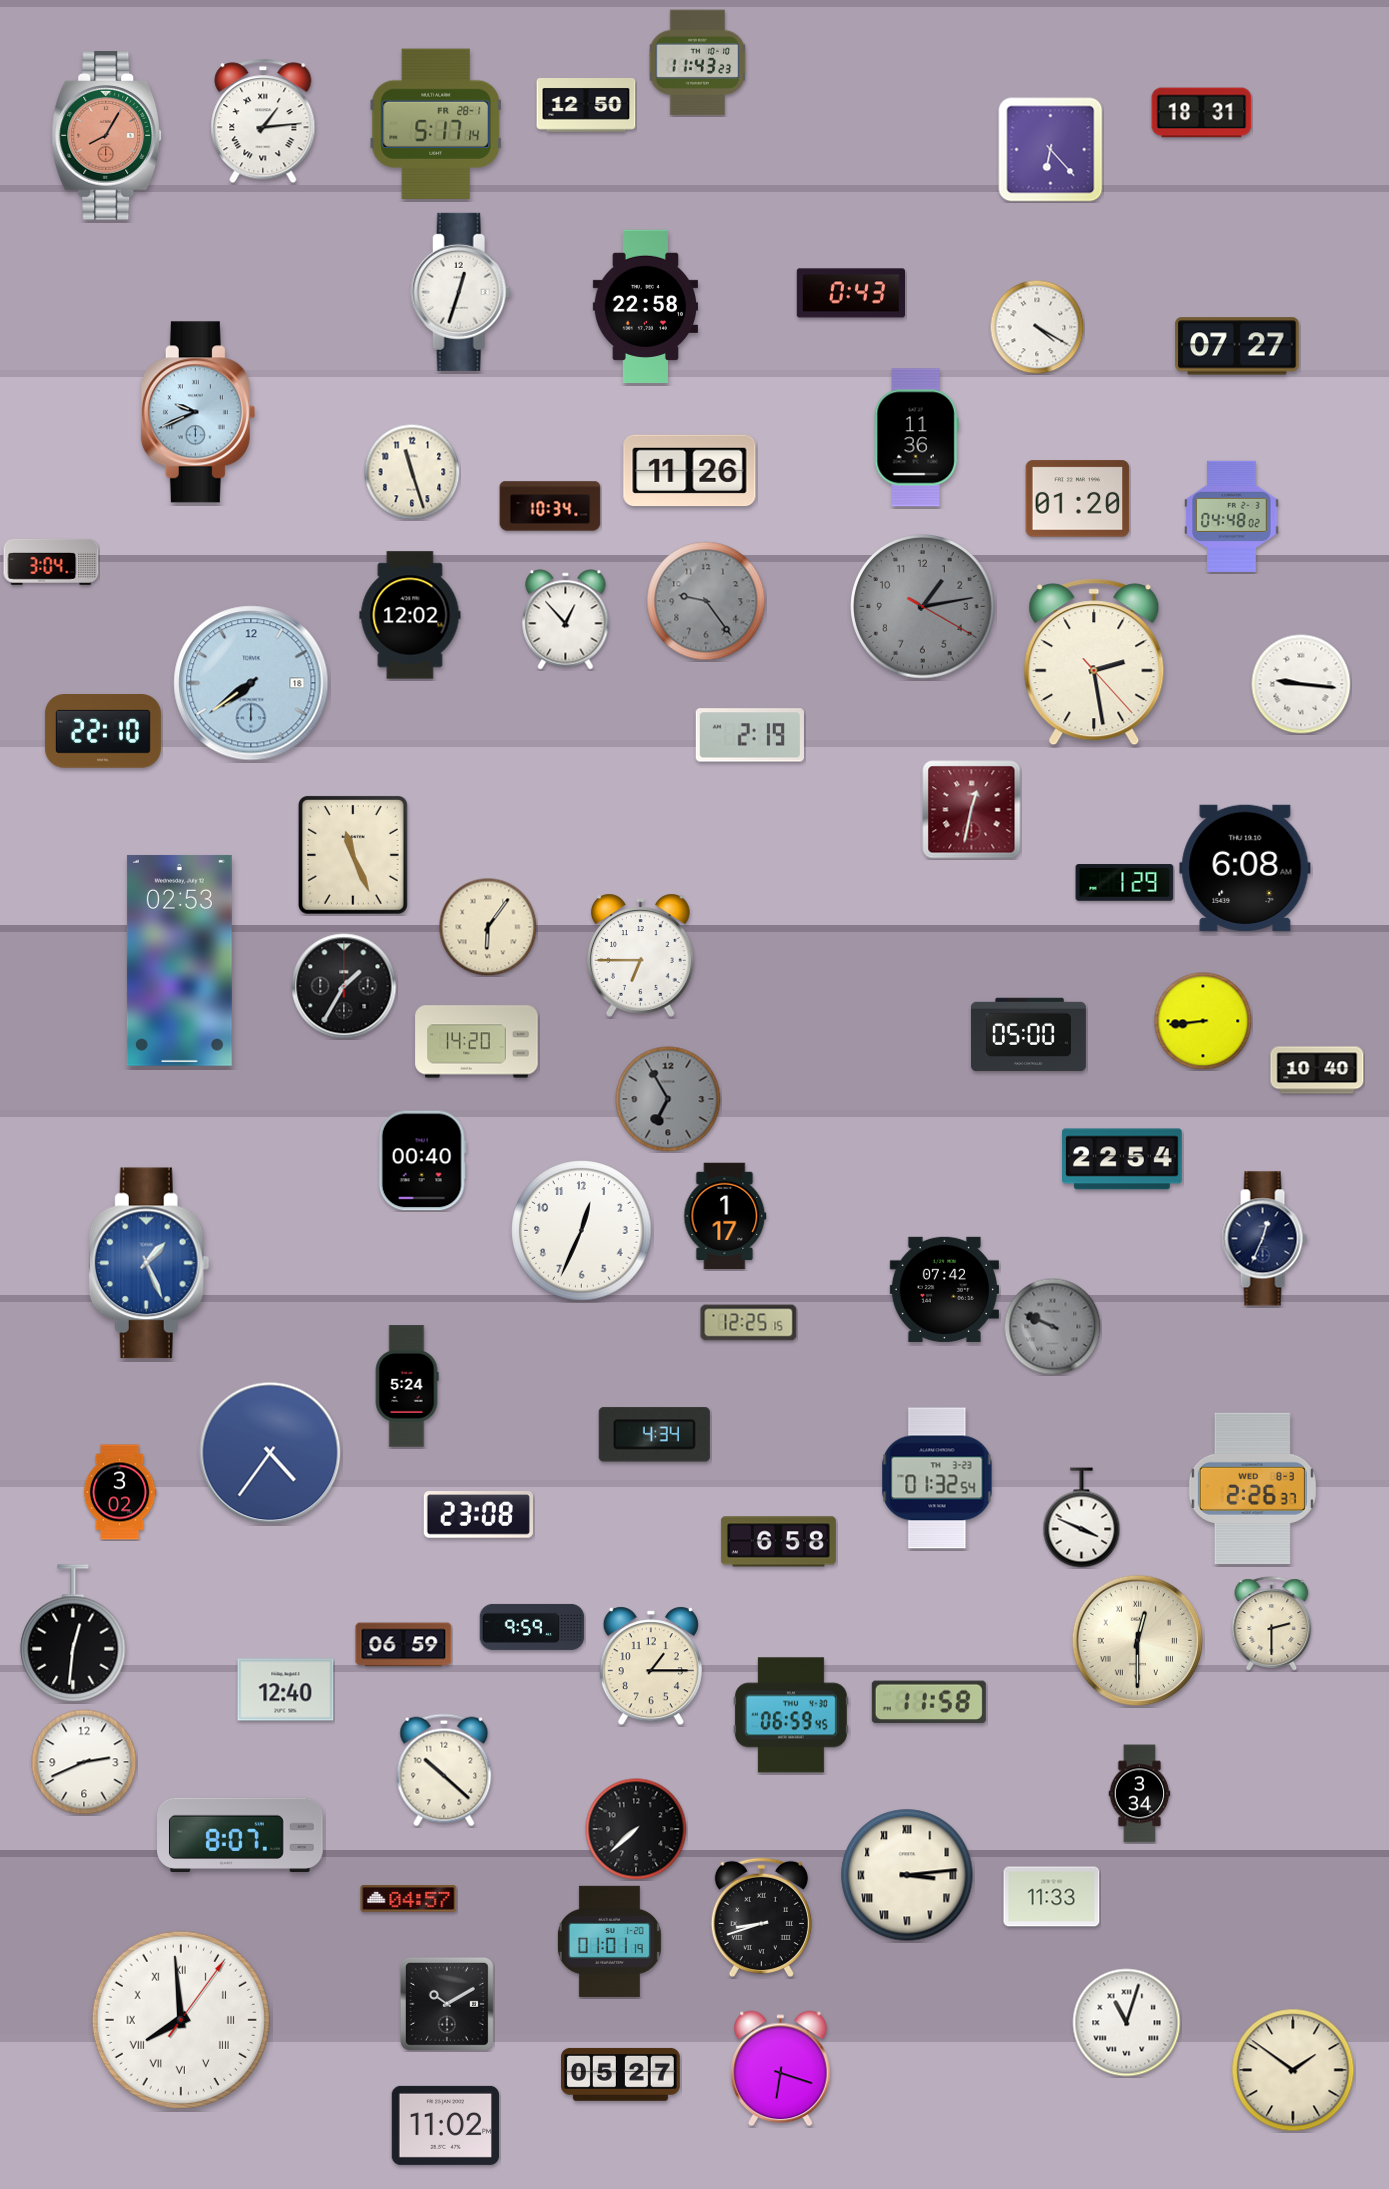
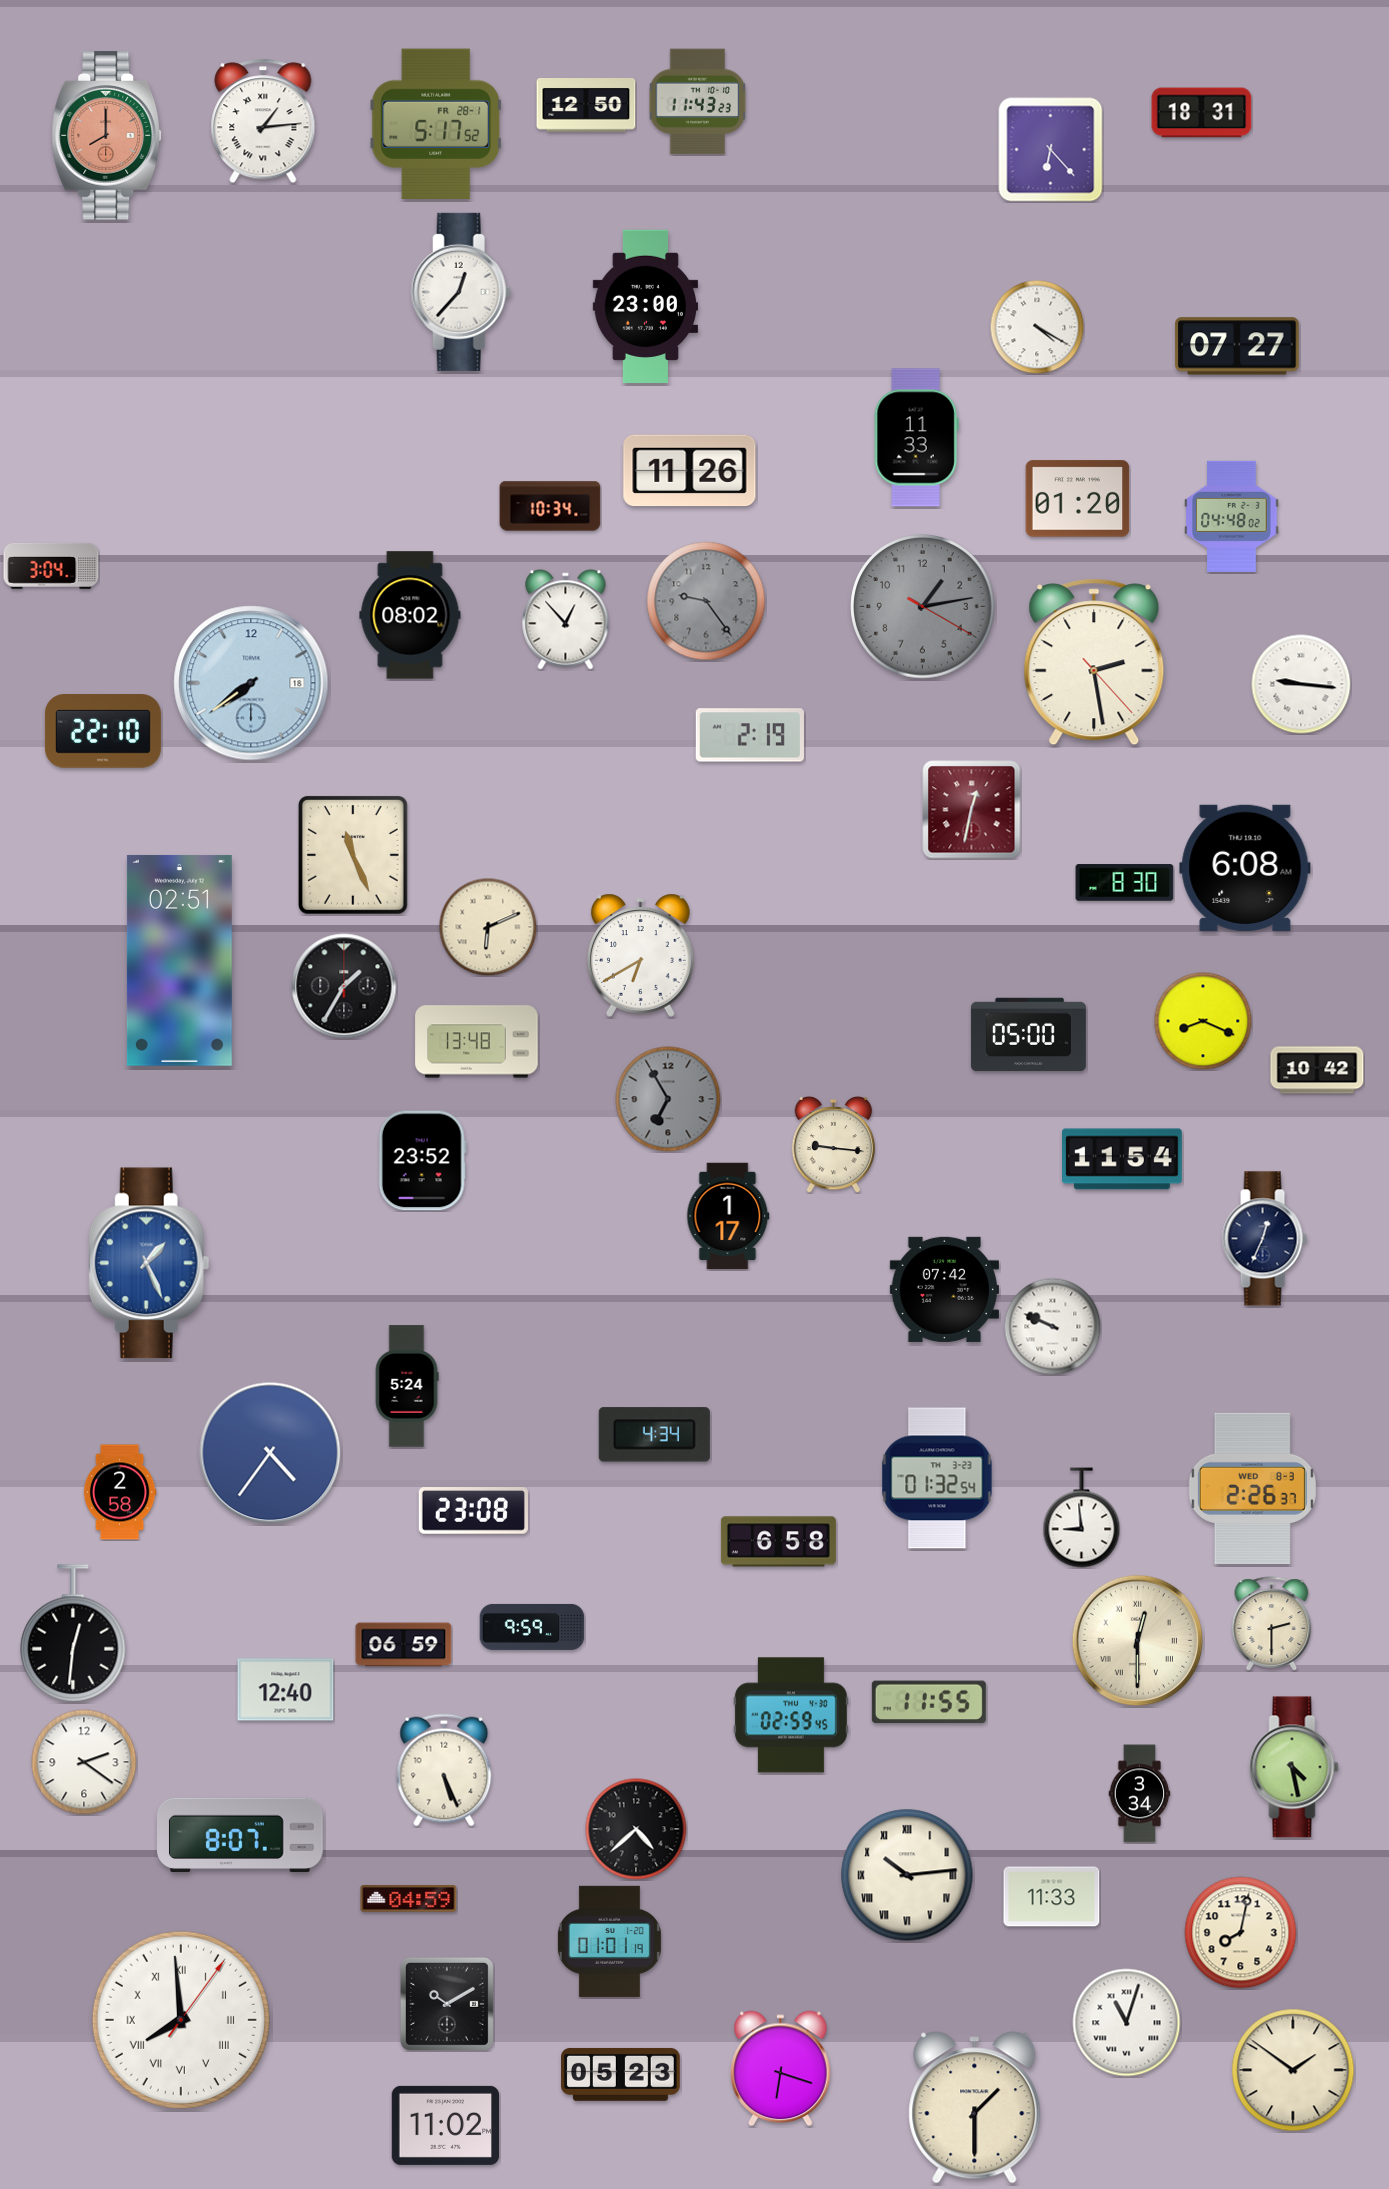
clock at (698, 63) position: (698, 63) -> (698, 102)
clock at (436, 124): 5:17:14 -> 5:17:52
clock at (107, 136): 8:05 -> 8:00
clock at (461, 292): 12:33 -> 12:37
clock at (850, 293): 0:43 -> none
clock at (645, 307): 22:58 -> 23:00
clock at (198, 412): 9:41 -> none
clock at (916, 438): 11:36 -> 11:33
clock at (412, 472): 11:27 -> none
clock at (51, 562) position: (51, 562) -> (51, 566)
clock at (410, 615): 12:02 -> 08:02
clock at (1125, 883): 1:29 -> 8:30
clock at (488, 927): 6:06 -> 6:11
clock at (641, 955): 6:45 -> 6:40
clock at (179, 960): 02:53 -> 02:51
clock at (1203, 1021): 8:44 -> 8:19
clock at (477, 1042): 14:20 -> 13:48
clock at (1317, 1070): 10:40 -> 10:42
clock at (834, 1144): none -> 9:16
clock at (1123, 1159): 22:54 -> 11:54
clock at (422, 1161): 00:40 -> 23:52
clock at (725, 1216) position: (725, 1216) -> (728, 1216)
clock at (582, 1231): 12:34 -> none
clock at (749, 1323): 12:25 -> none
clock at (1052, 1326) dial: grey -> white
clock at (120, 1492): 3:02 -> 2:58
clock at (478, 1515) position: (478, 1515) -> (473, 1511)
clock at (1082, 1518): 3:49 -> 8:59
clock at (651, 1666): 1:15 -> none
clock at (929, 1702): 11:58 -> 11:55
clock at (791, 1715): 06:59 -> 02:59
clock at (84, 1762): 2:41 -> 2:21
clock at (1294, 1767): none -> 4:28
clock at (444, 1770): 10:22 -> 5:26
clock at (636, 1829): 7:38 -> 4:38
clock at (907, 1875): 3:14 -> 10:14
clock at (409, 1899): 04:57 -> 04:59
clock at (761, 1917): 8:42 -> none
clock at (1241, 1933): none -> 8:02
clock at (621, 2074): 05:27 -> 05:23
clock at (975, 2108): none -> 1:30
